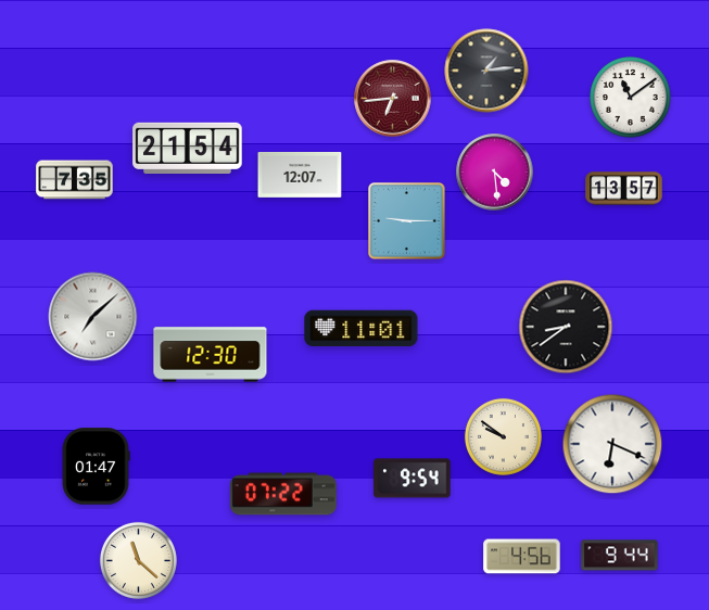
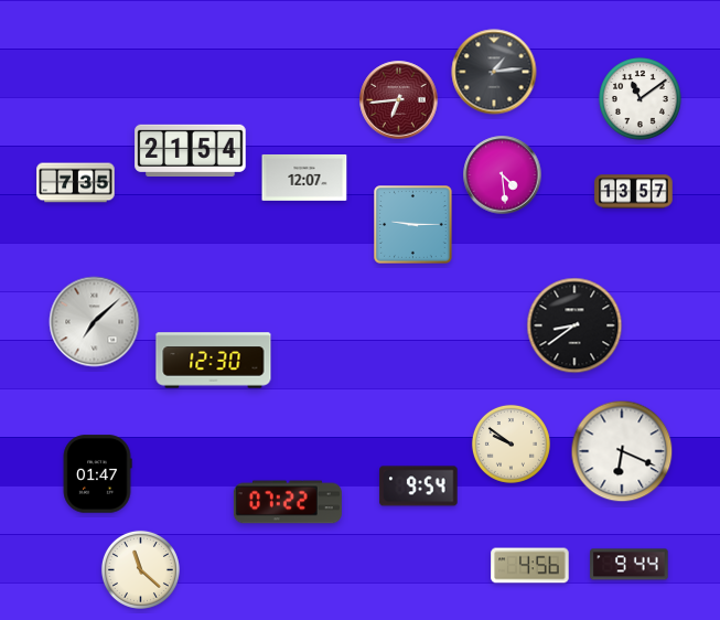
clock at (566, 327) position: (566, 327) -> (574, 325)
clock at (362, 329): 11:01 -> none
